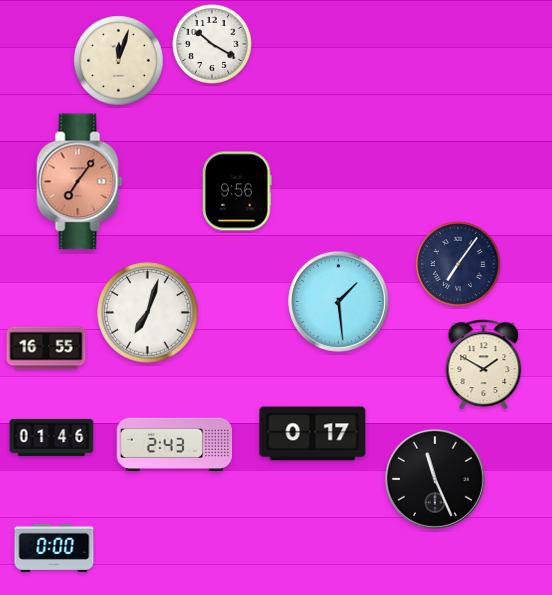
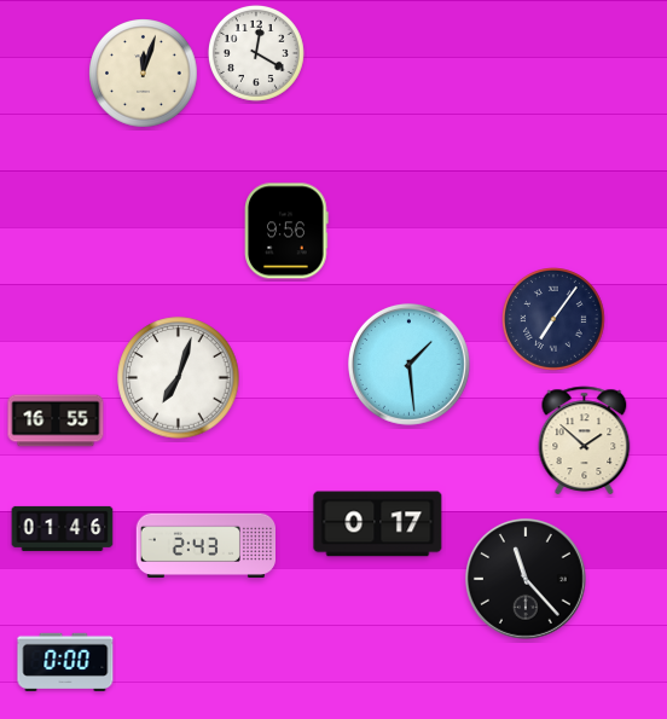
clock at (212, 44): 10:20 -> 12:20
clock at (80, 182): 7:06 -> none
clock at (484, 364): 1:50 -> 1:52
clock at (174, 445) position: (174, 445) -> (205, 546)
clock at (435, 479): 11:26 -> 11:23
